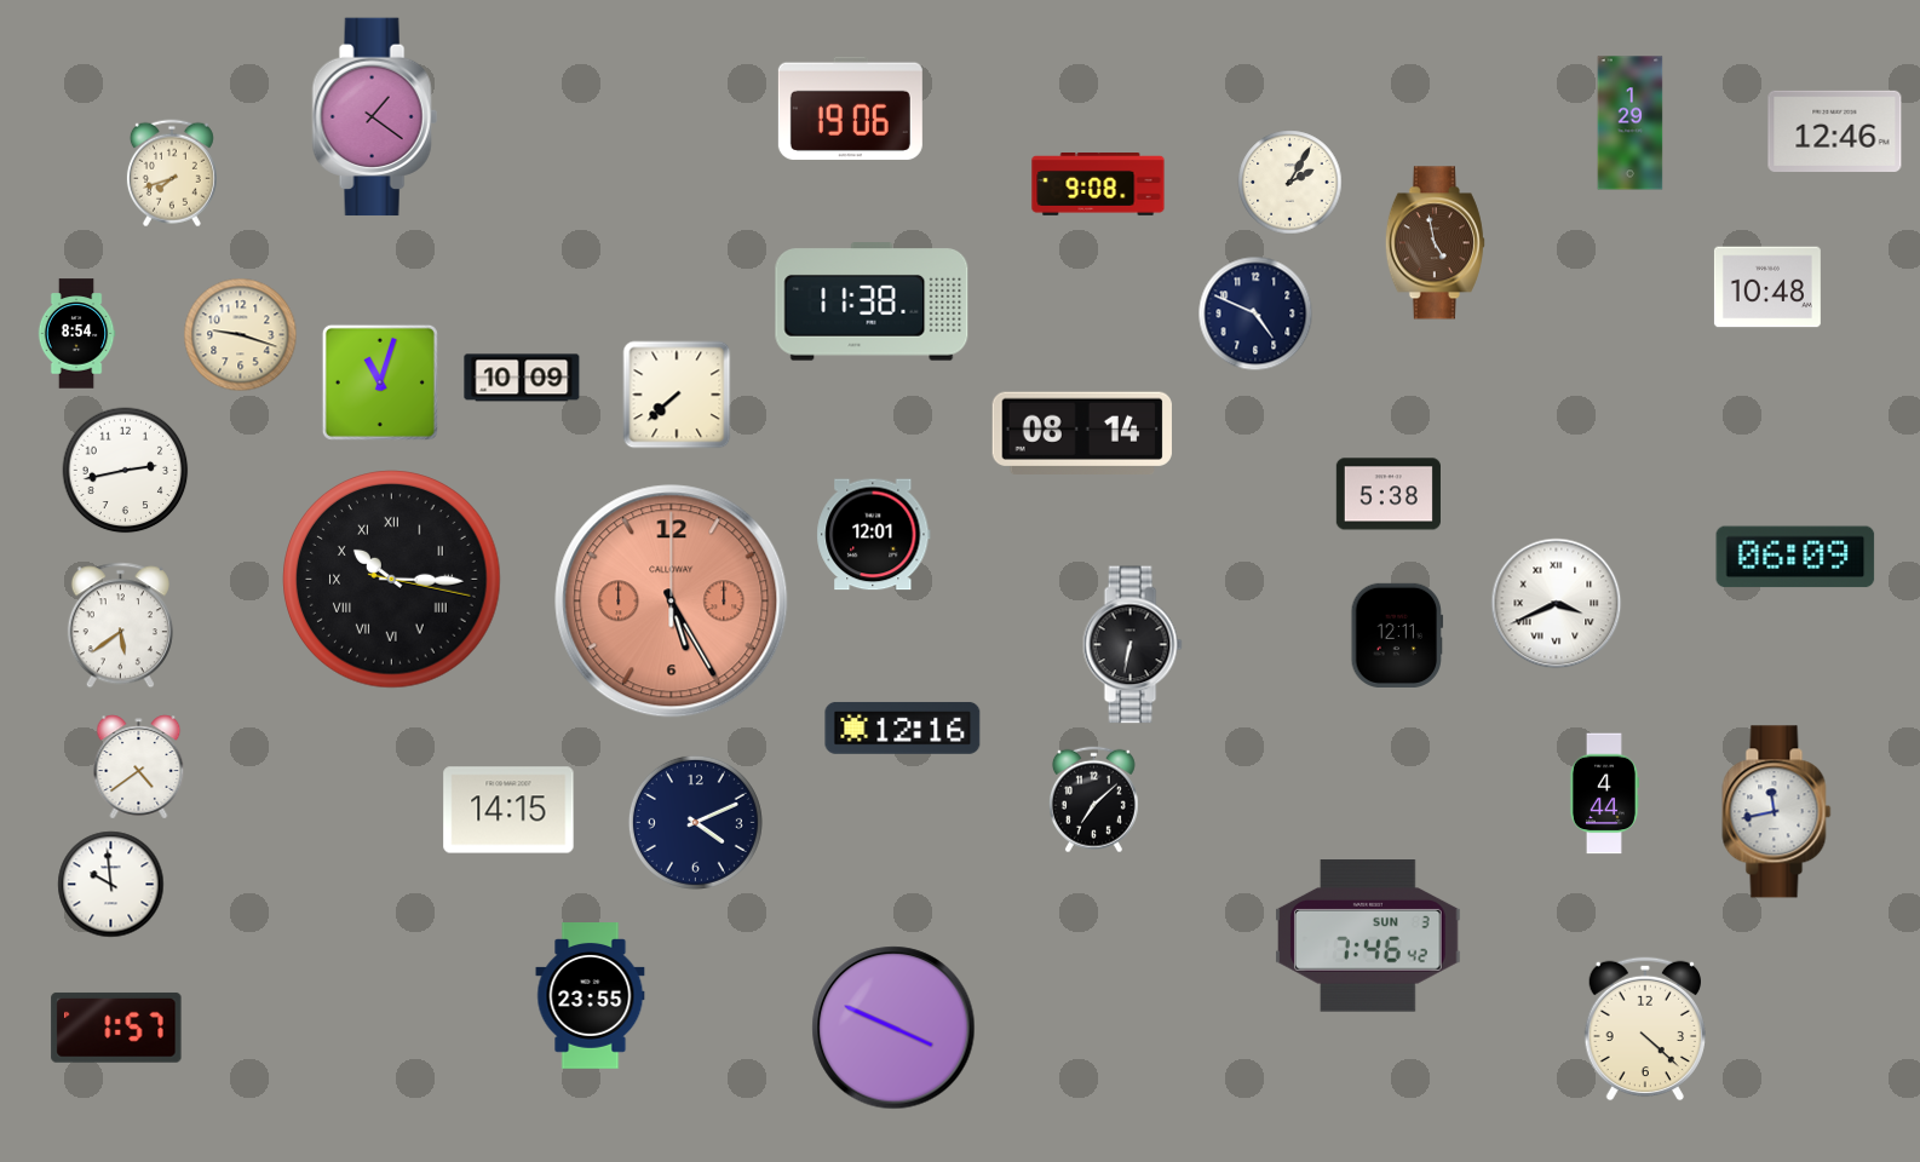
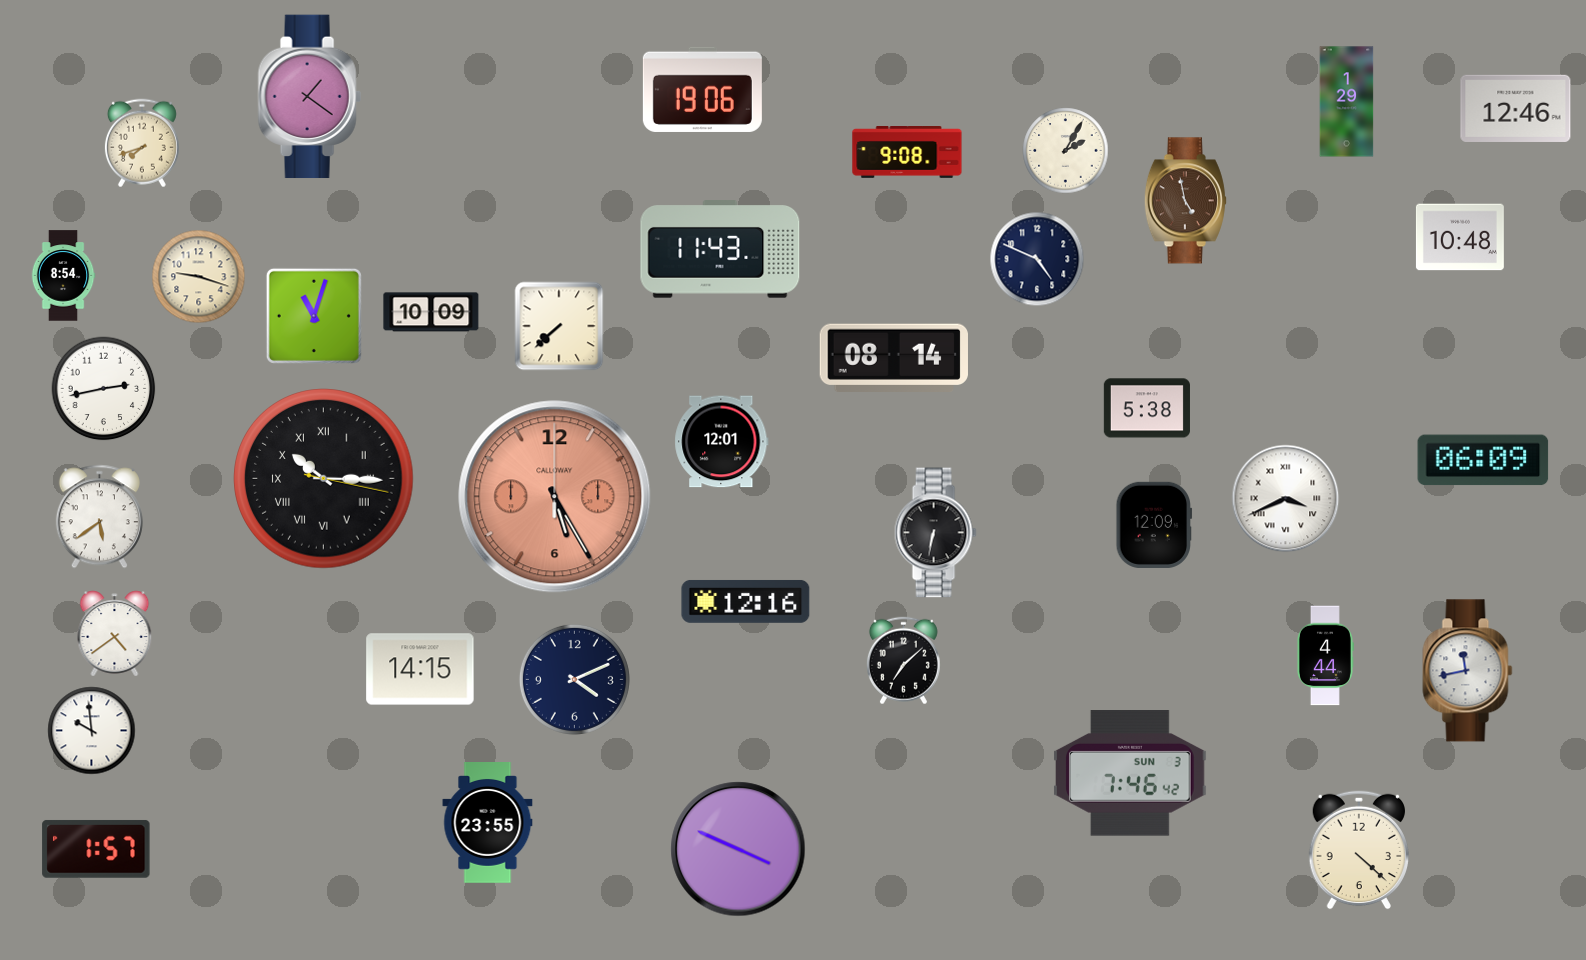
clock at (872, 301): 11:38 -> 11:43
clock at (1397, 635): 12:11 -> 12:09
